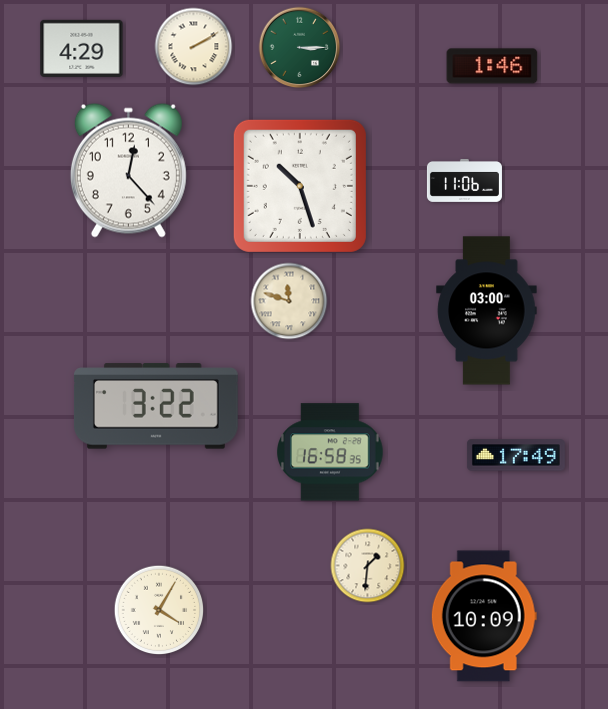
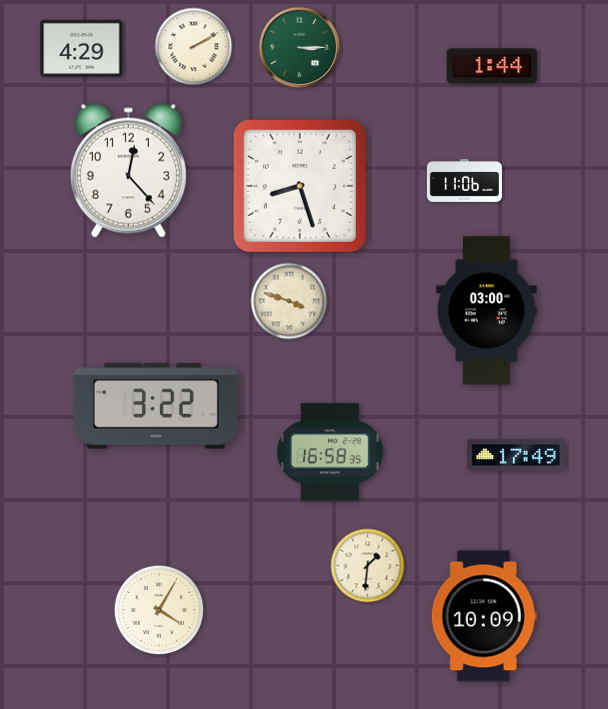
clock at (492, 66): 1:46 -> 1:44
clock at (300, 186): 10:27 -> 8:27
clock at (289, 301): 11:48 -> 3:48
